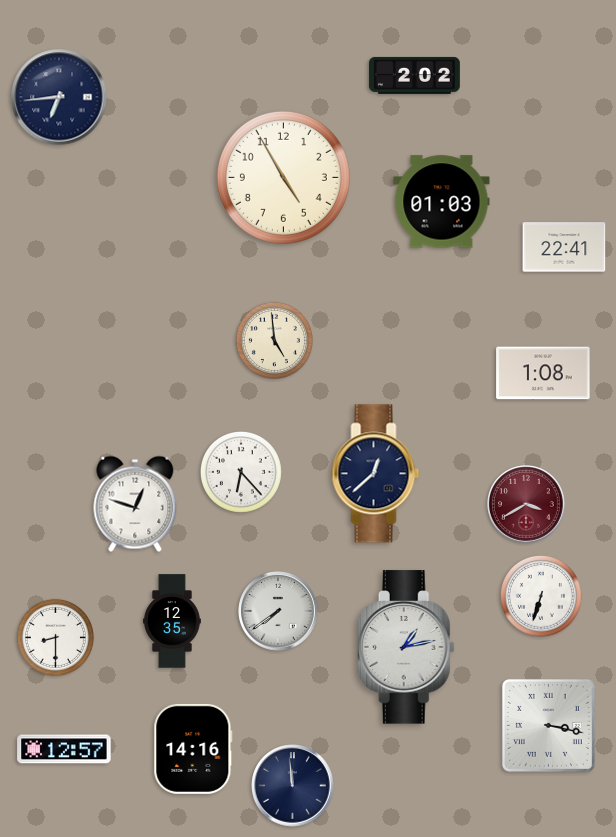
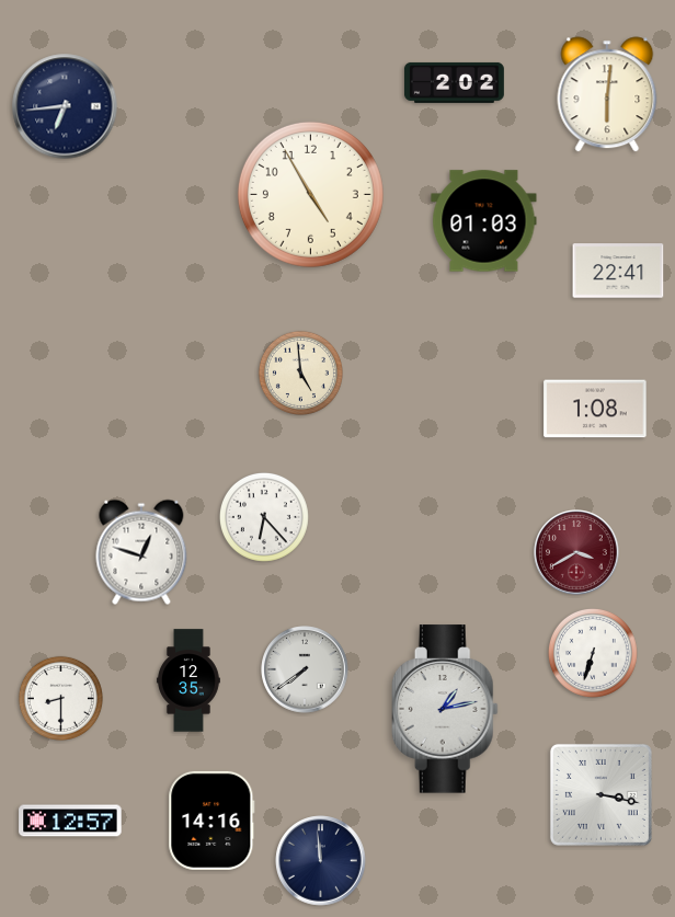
clock at (607, 94): none -> 6:01
clock at (376, 474): 12:38 -> none
clock at (135, 504) position: (135, 504) -> (141, 552)
